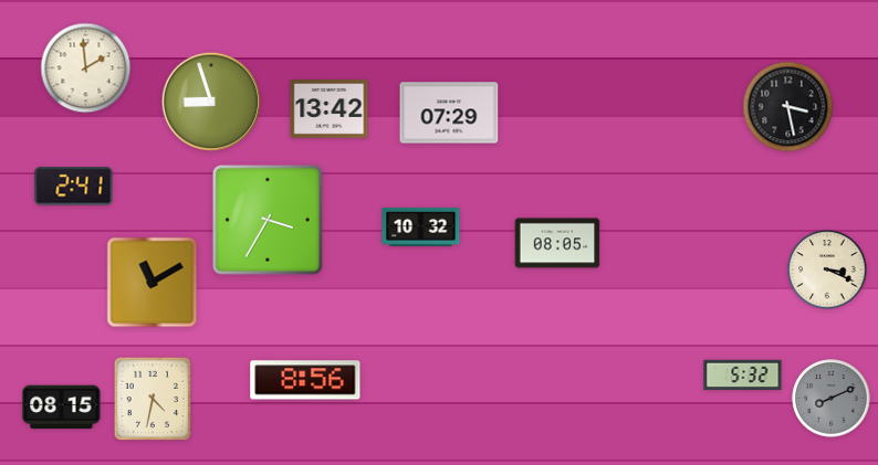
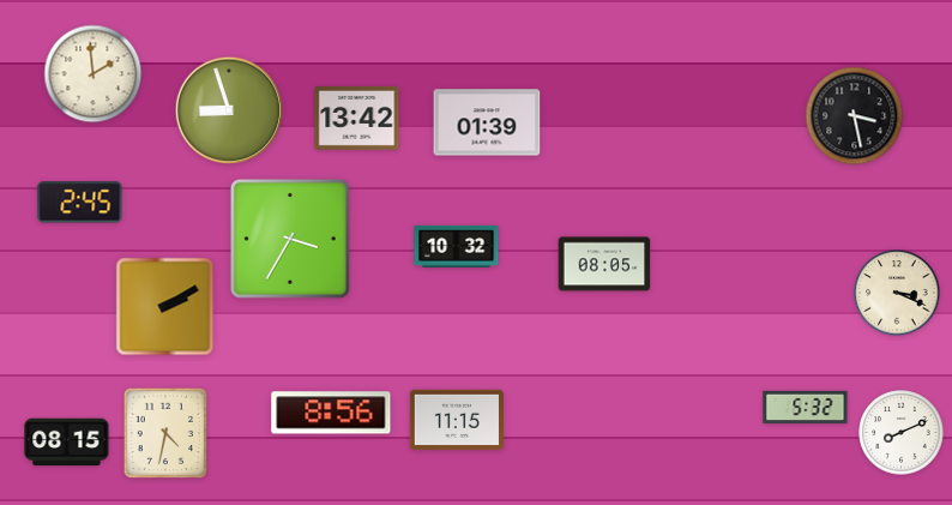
clock at (449, 113): 07:29 -> 01:39
clock at (74, 187): 2:41 -> 2:45
clock at (153, 283): 11:10 -> 2:10
clock at (457, 420): none -> 11:15
clock at (832, 399) dial: grey -> white
